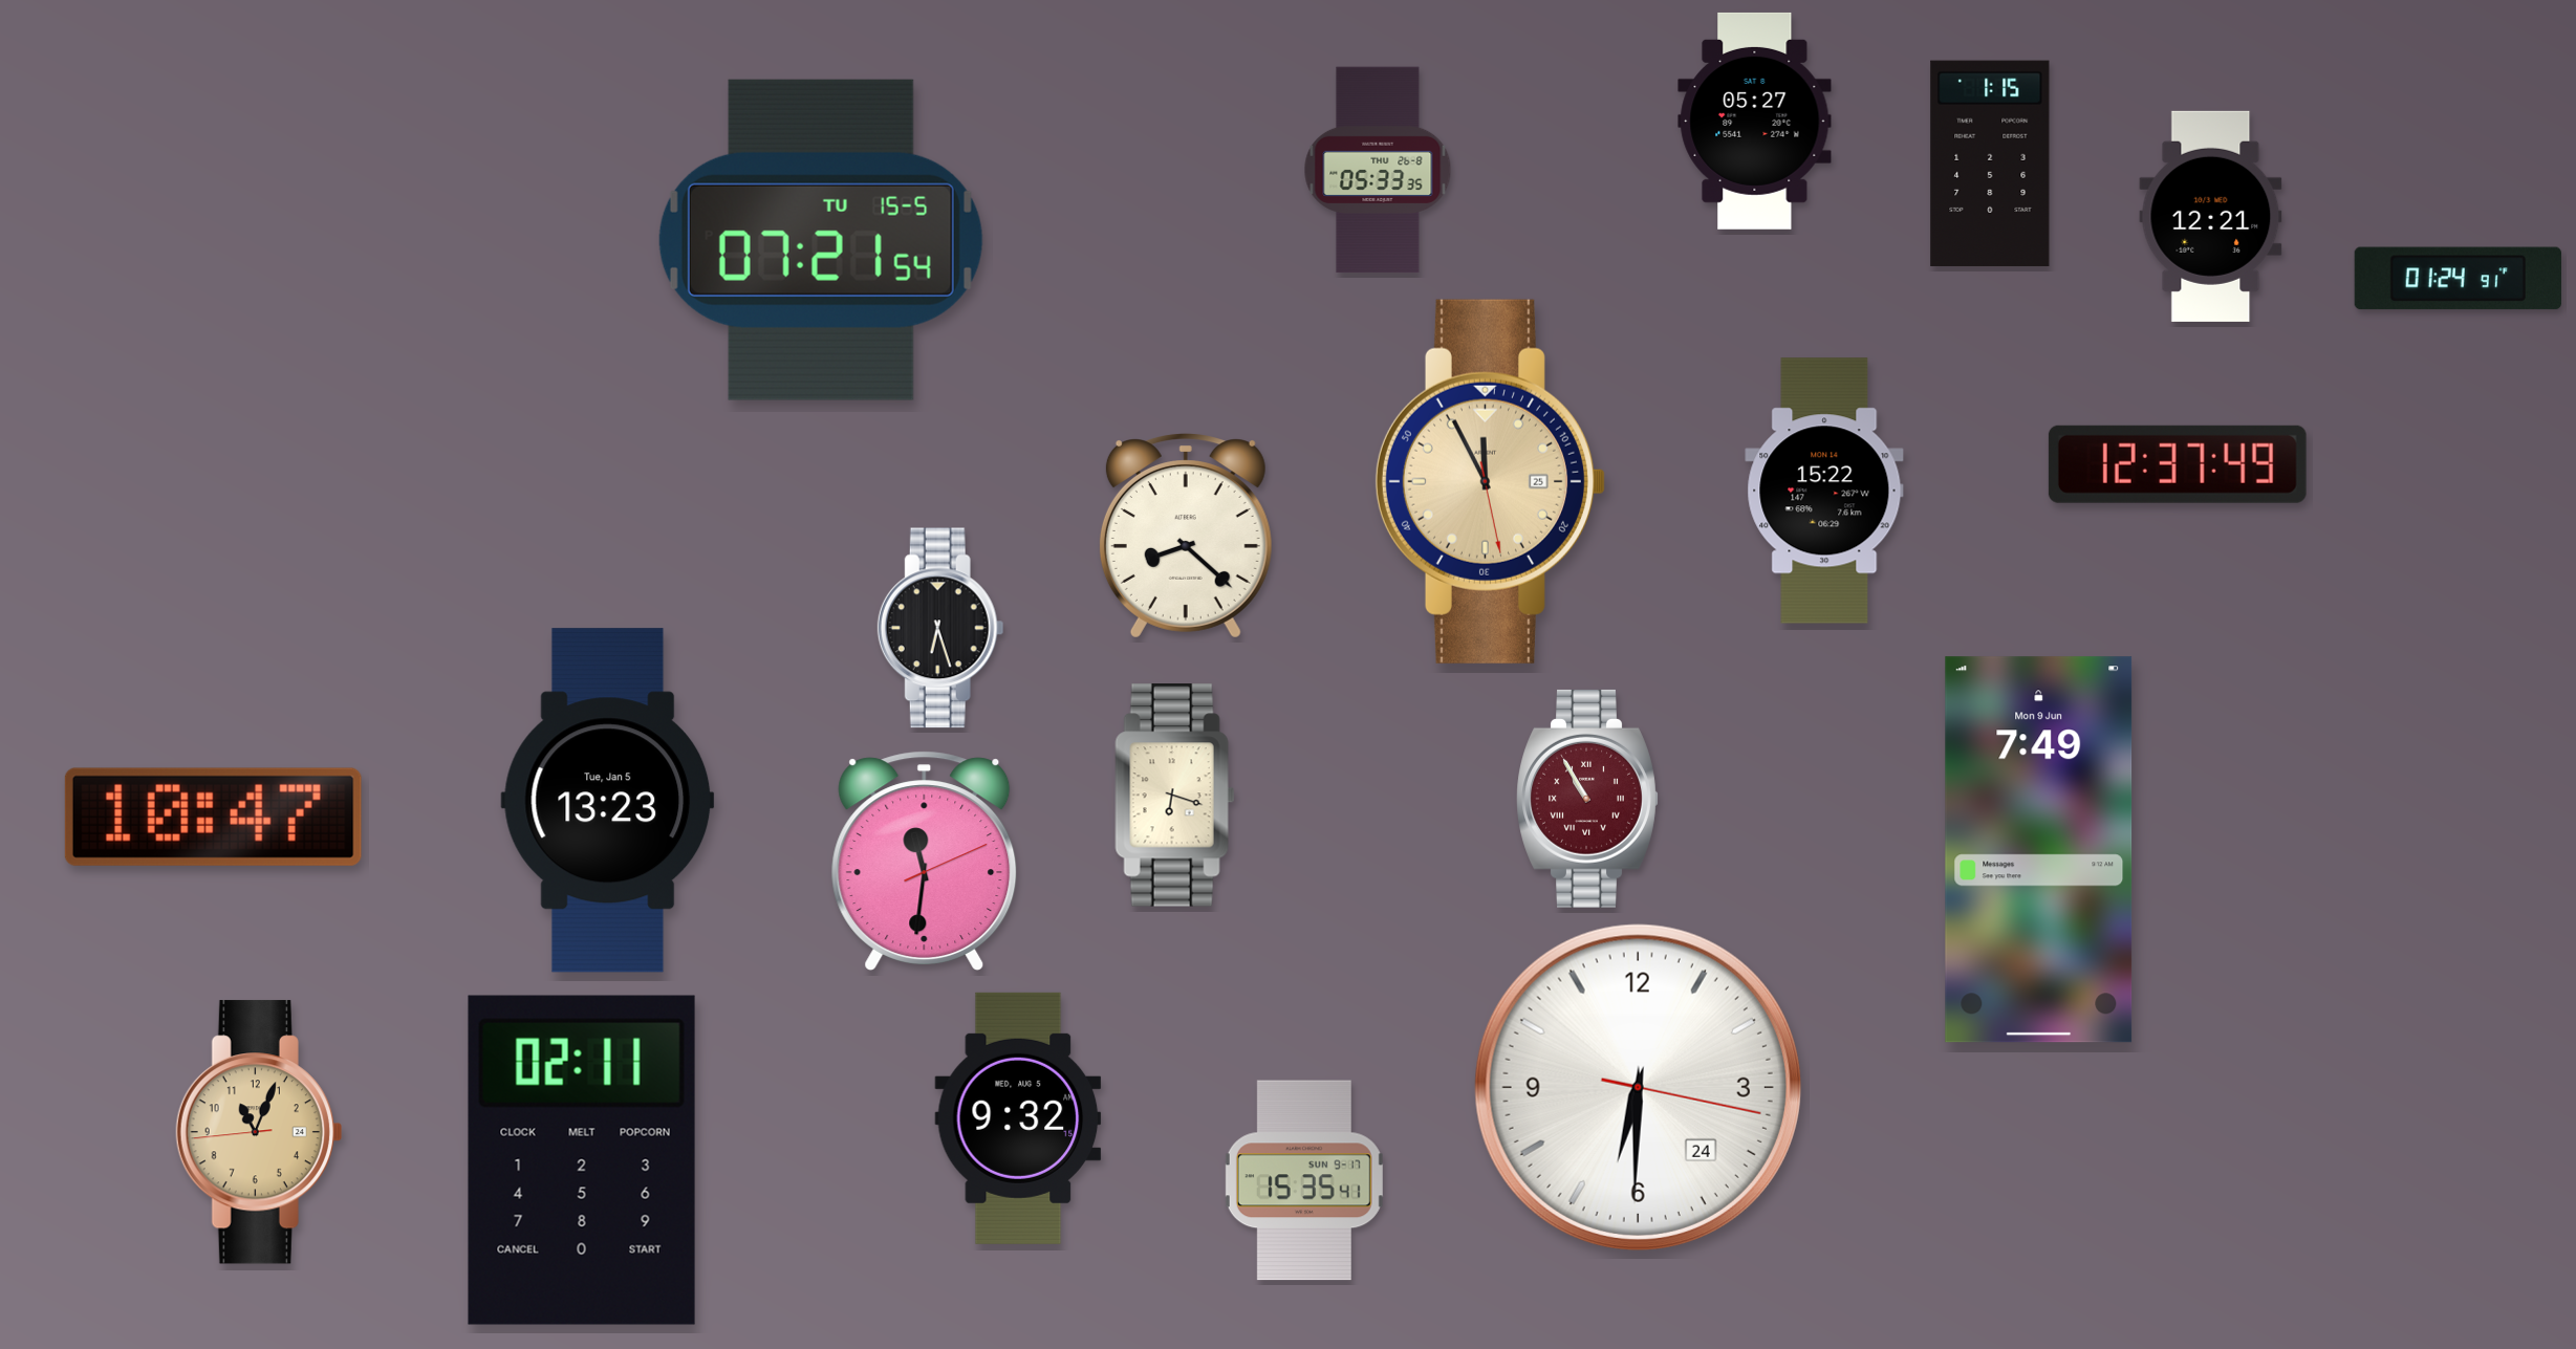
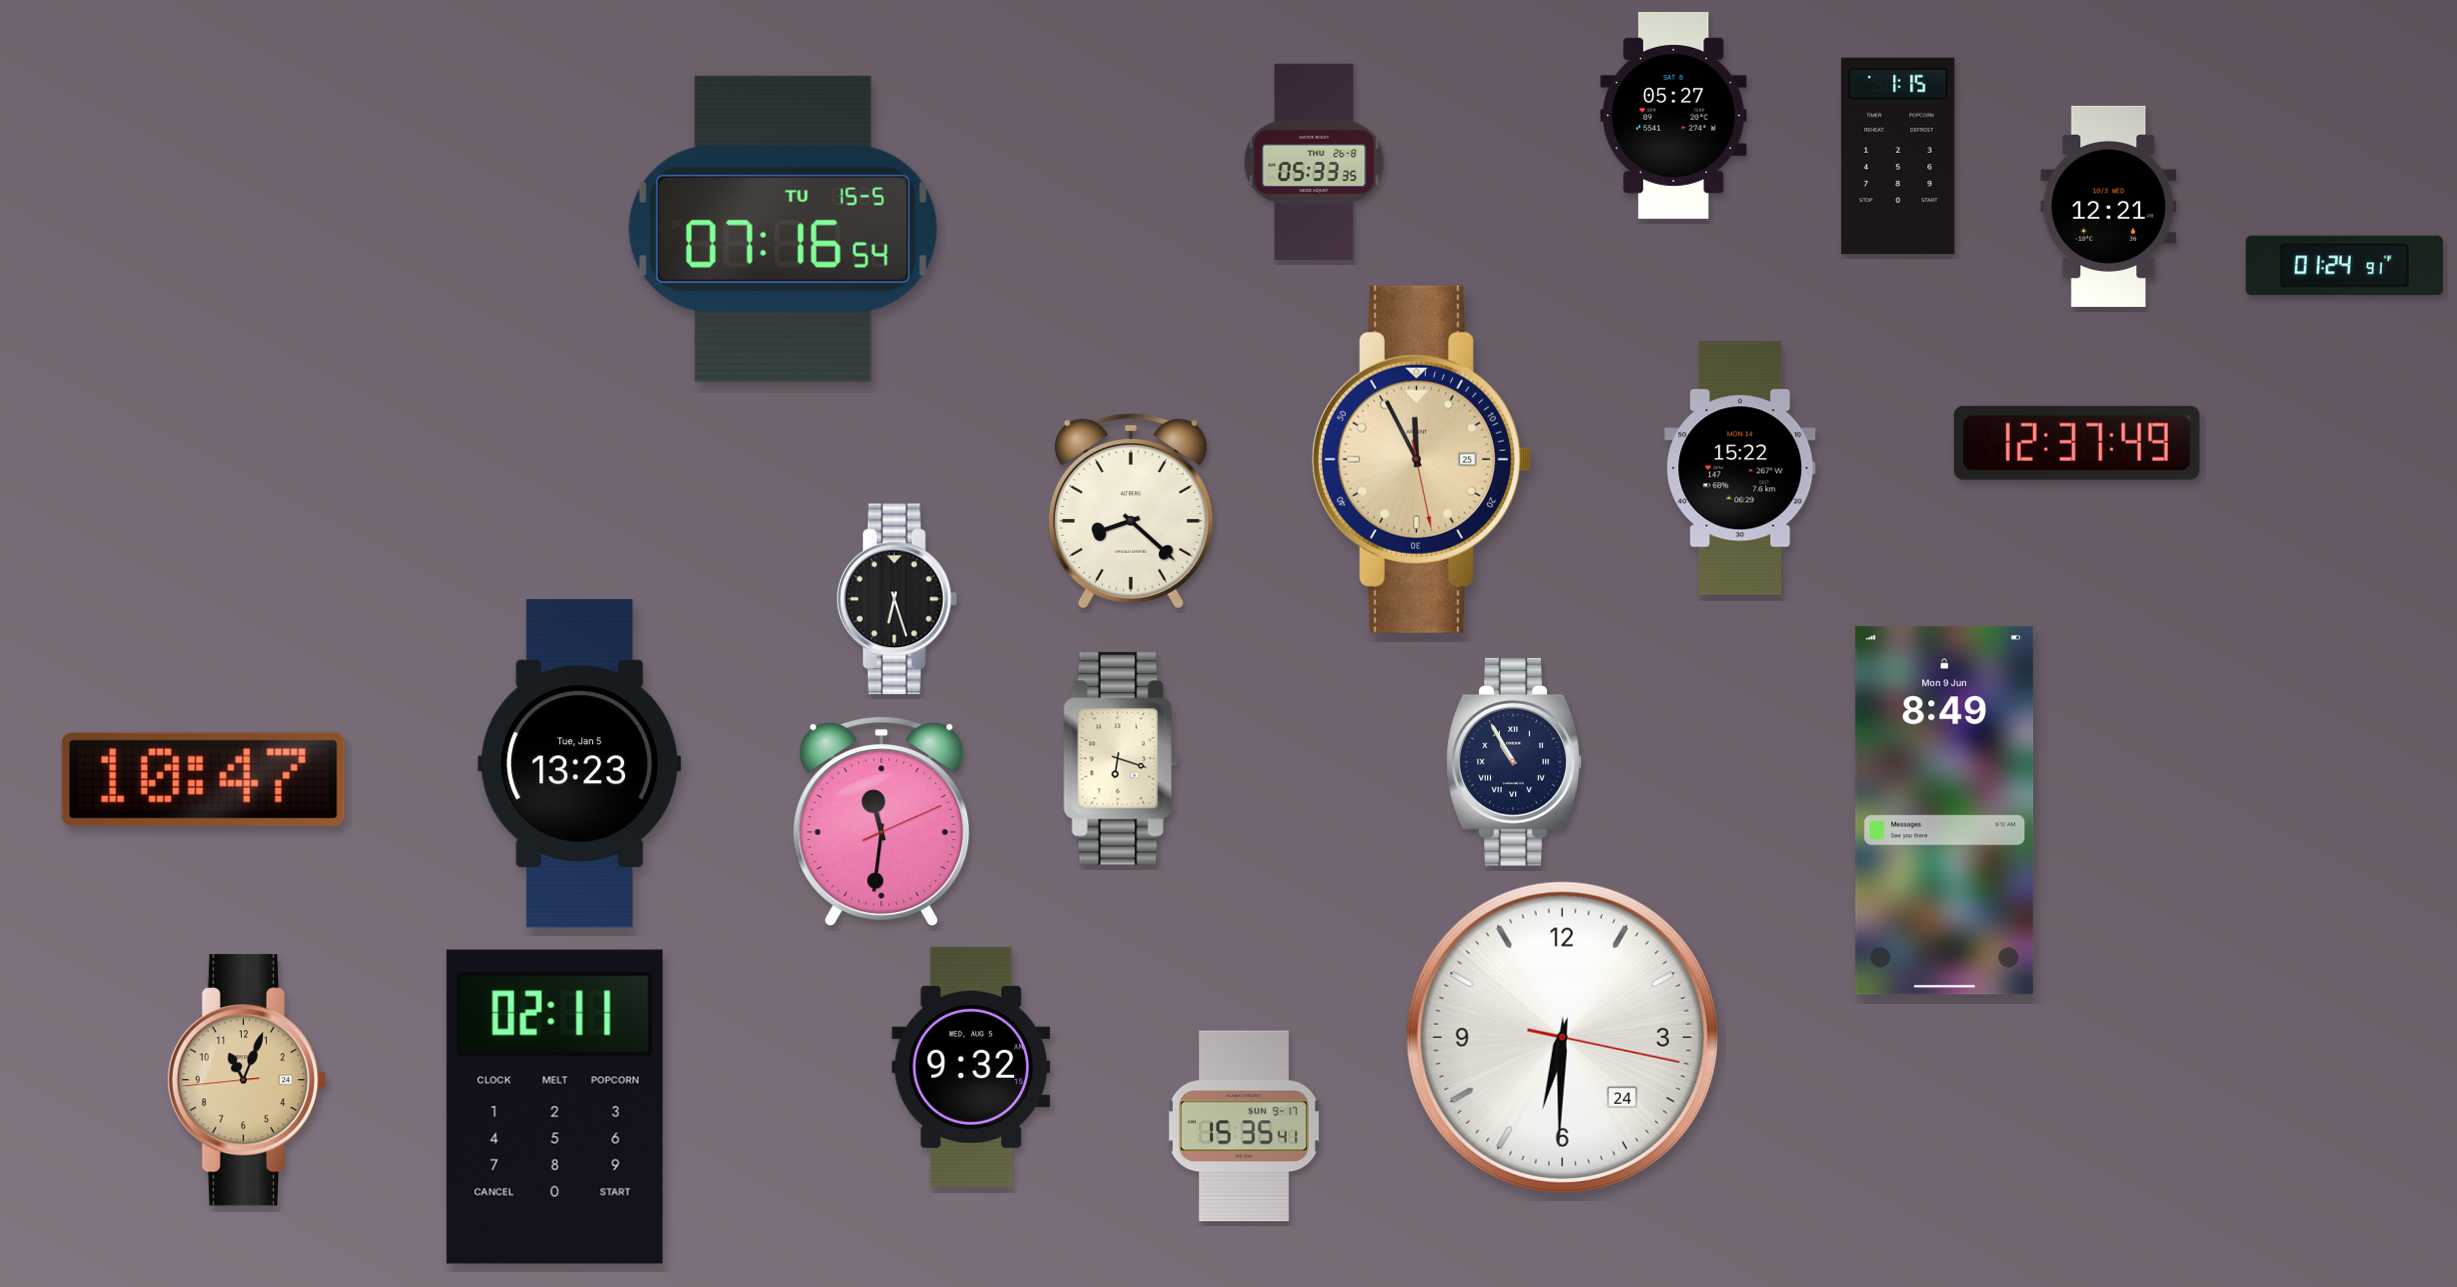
clock at (821, 240): 07:21 -> 07:16
clock at (1587, 799) dial: burgundy -> navy
clock at (2039, 850): 7:49 -> 8:49
